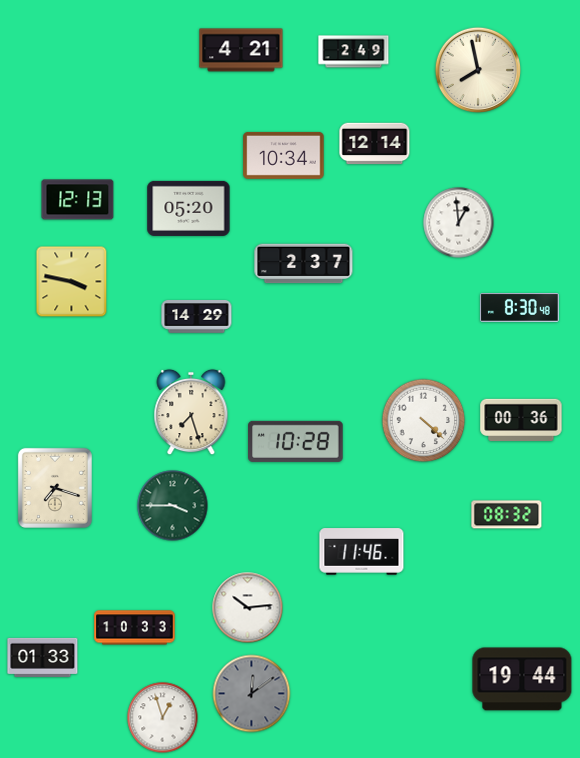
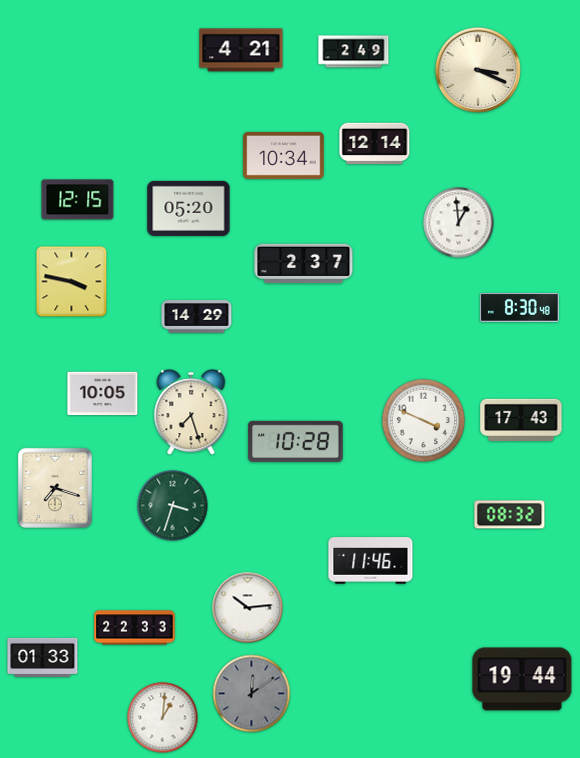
clock at (477, 69): 7:58 -> 3:19
clock at (78, 200): 12:13 -> 12:15
clock at (103, 394): none -> 10:05
clock at (521, 419): 00:36 -> 17:43
clock at (424, 421): 4:22 -> 3:49
clock at (173, 506): 3:45 -> 3:33
clock at (507, 515) position: (507, 515) -> (510, 515)
clock at (362, 552) position: (362, 552) -> (371, 561)
clock at (135, 628): 10:33 -> 22:33
clock at (163, 718): 12:57 -> 1:01
